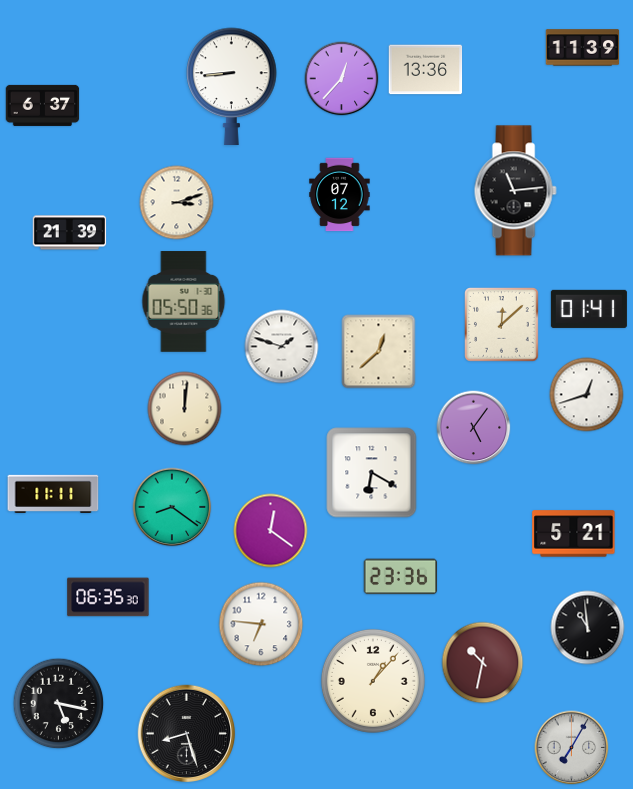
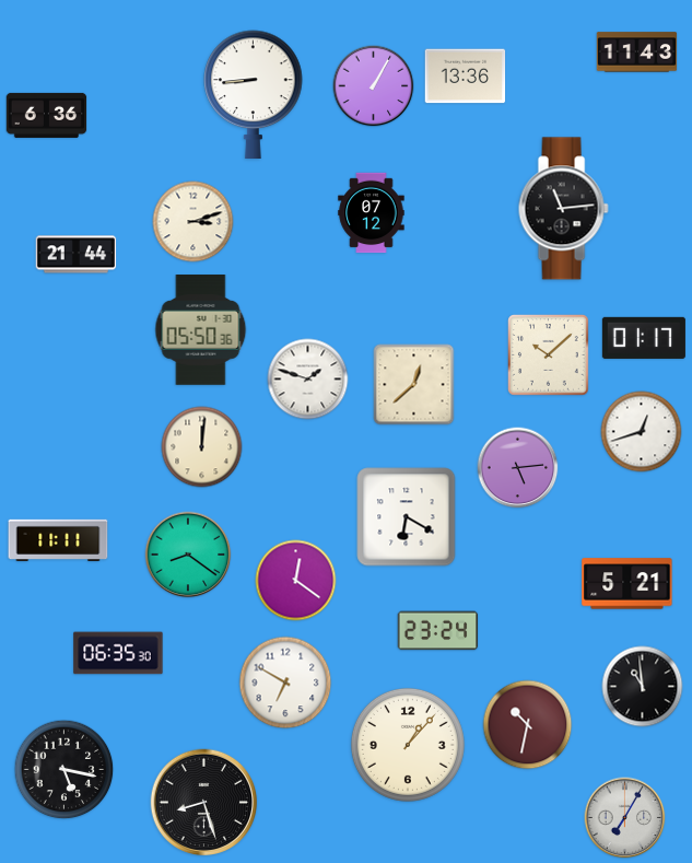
clock at (583, 48): 11:39 -> 11:43
clock at (342, 79): 12:37 -> 1:05
clock at (43, 105): 6:37 -> 6:36
clock at (70, 233): 21:39 -> 21:44
clock at (589, 309): 01:41 -> 01:17
clock at (502, 325): 12:08 -> 10:08
clock at (474, 428): 5:06 -> 5:14
clock at (401, 577): 23:36 -> 23:24
clock at (261, 624): 6:46 -> 6:50
